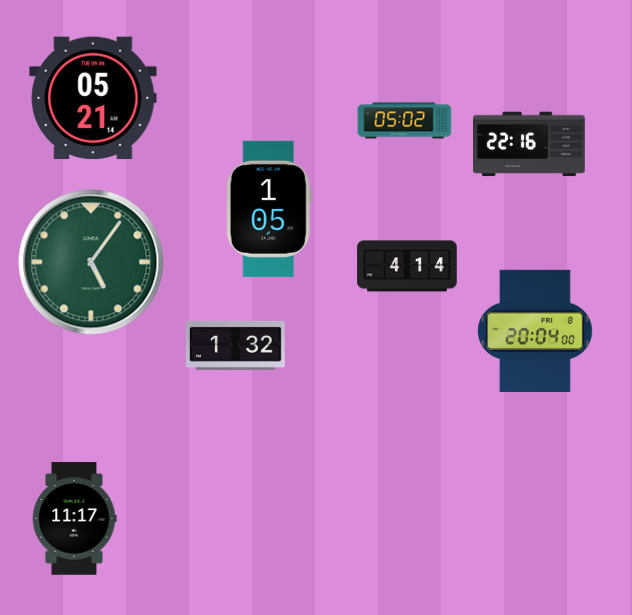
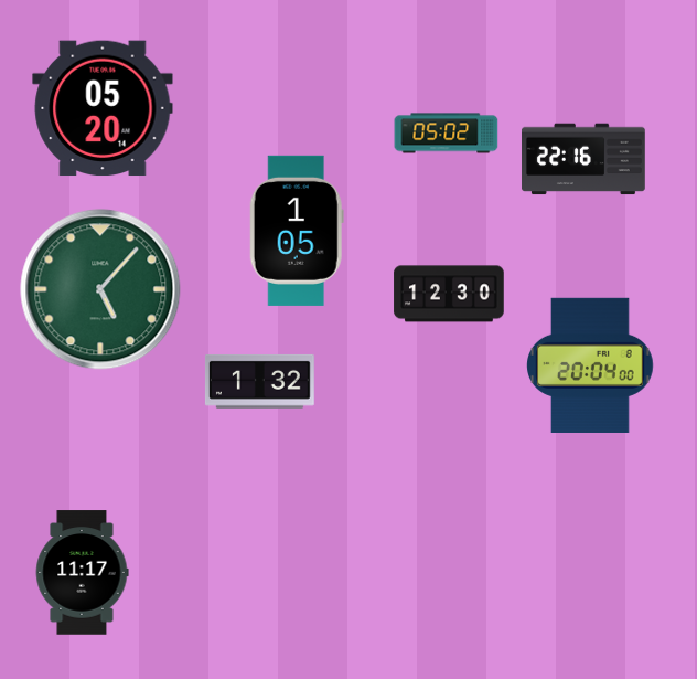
clock at (93, 98): 05:21 -> 05:20
clock at (91, 262): 5:06 -> 5:07
clock at (407, 266): 4:14 -> 12:30
